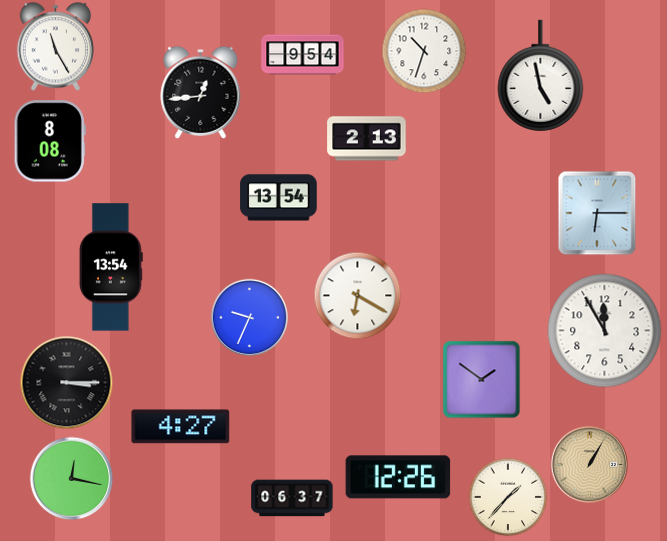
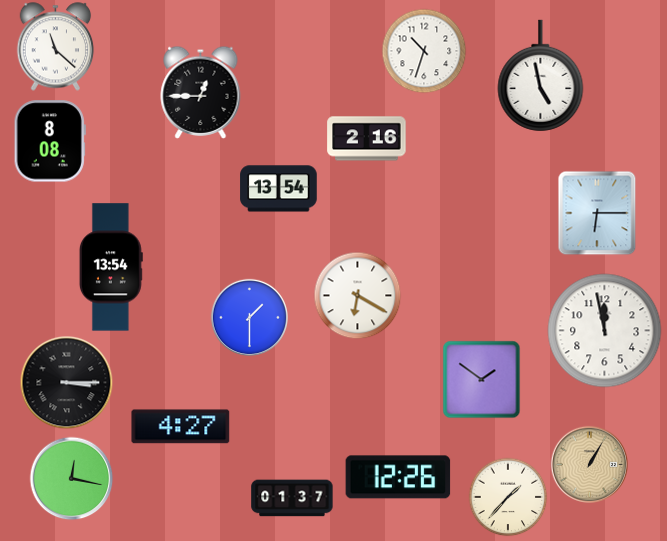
clock at (56, 47): 11:25 -> 11:22
clock at (303, 55): 9:54 -> none
clock at (201, 92): 12:44 -> 12:45
clock at (367, 139): 2:13 -> 2:16
clock at (279, 198) position: (279, 198) -> (279, 189)
clock at (249, 317): 9:34 -> 1:30
clock at (605, 331): 11:55 -> 11:58
clock at (292, 498): 06:37 -> 01:37
